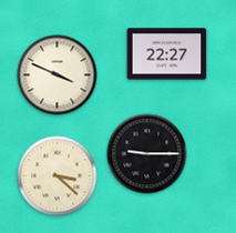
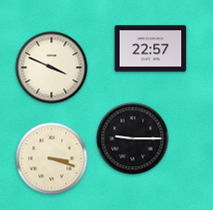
clock at (167, 54): 22:27 -> 22:57
clock at (58, 176): 3:22 -> 3:18
